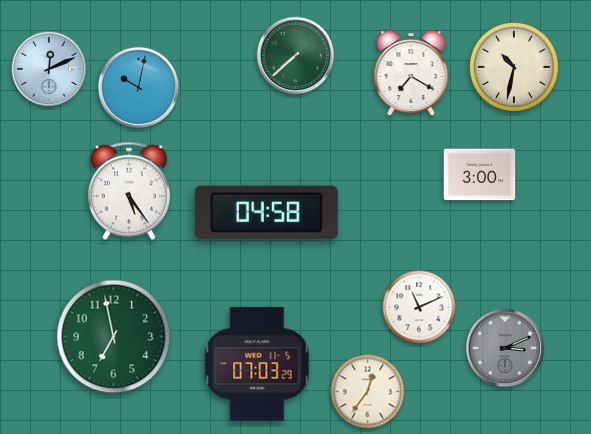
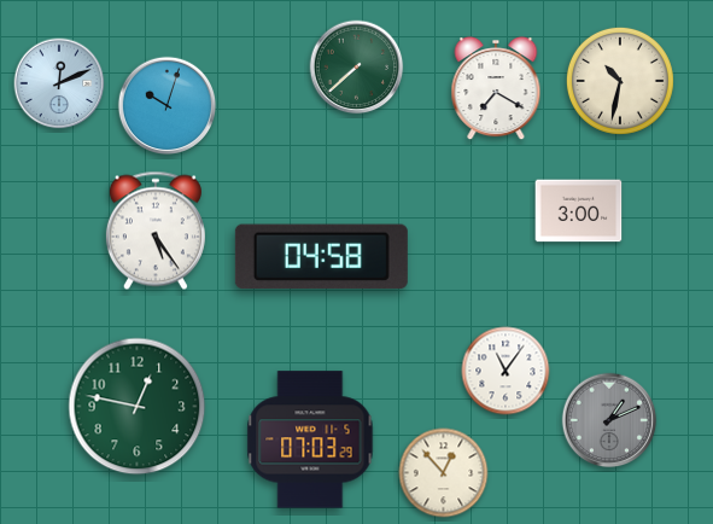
clock at (139, 88): 10:02 -> 10:03
clock at (419, 307): 11:11 -> 11:06
clock at (114, 337): 6:58 -> 12:47
clock at (505, 348): 3:11 -> 1:11
clock at (368, 392): 12:36 -> 12:53
